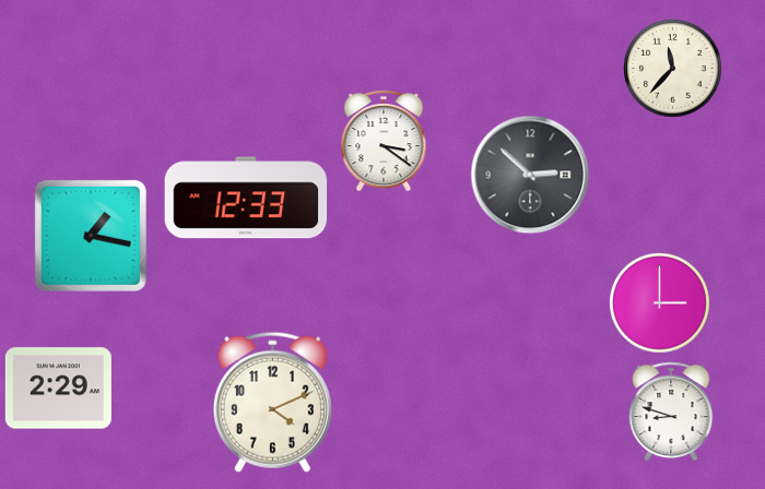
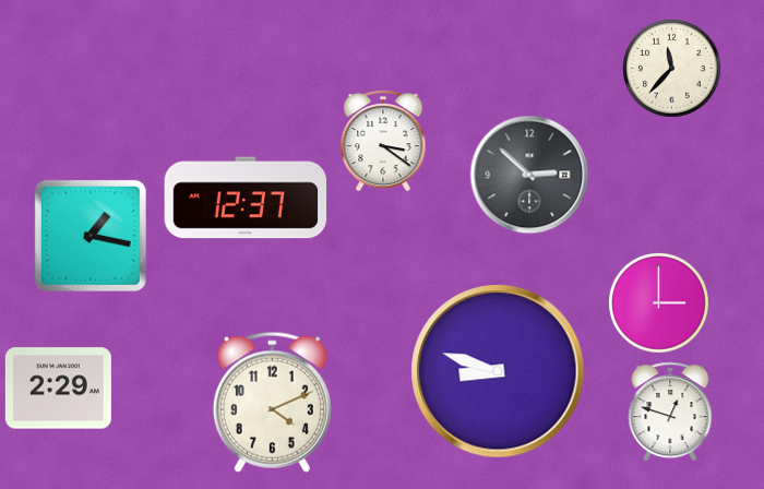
clock at (246, 198): 12:33 -> 12:37
clock at (498, 371): none -> 8:48
clock at (671, 412): 8:48 -> 12:48
